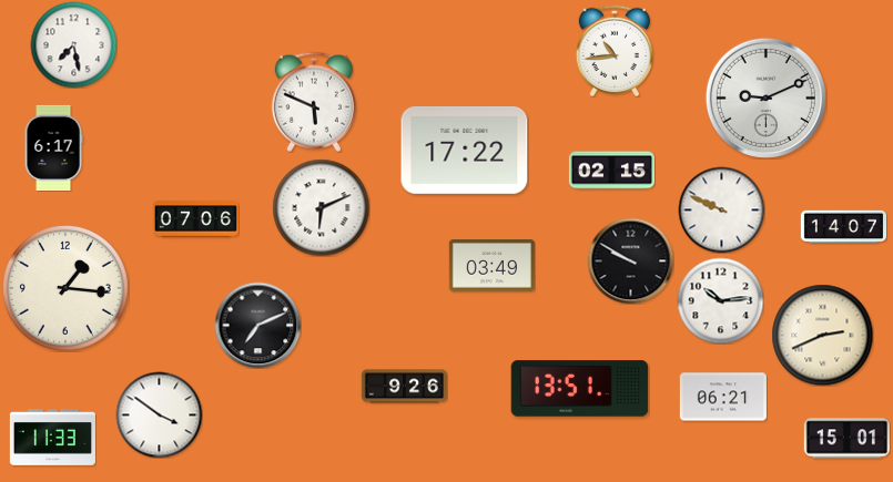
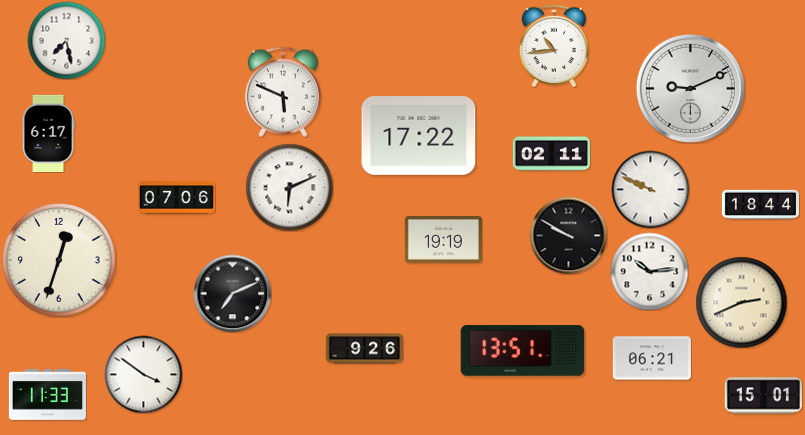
clock at (611, 171): 02:15 -> 02:11
clock at (843, 227): 14:07 -> 18:44
clock at (491, 266): 03:49 -> 19:19
clock at (67, 289): 1:16 -> 12:33
